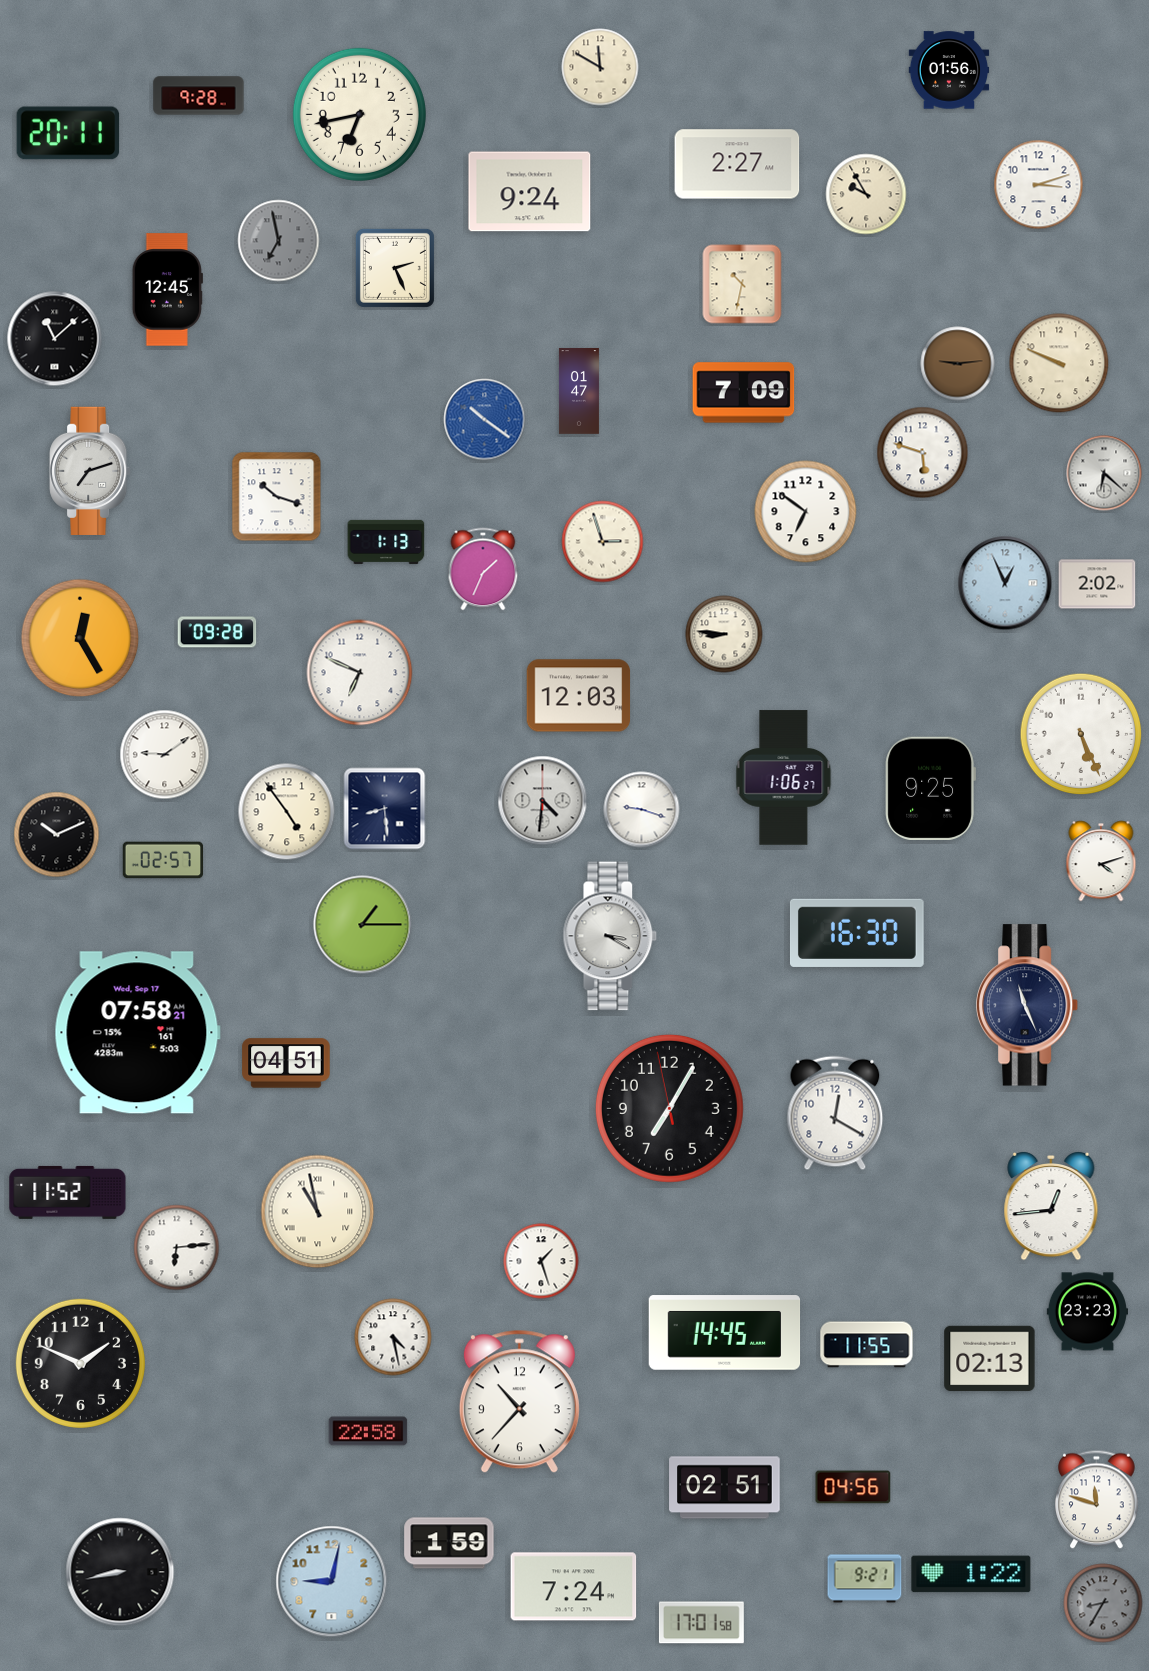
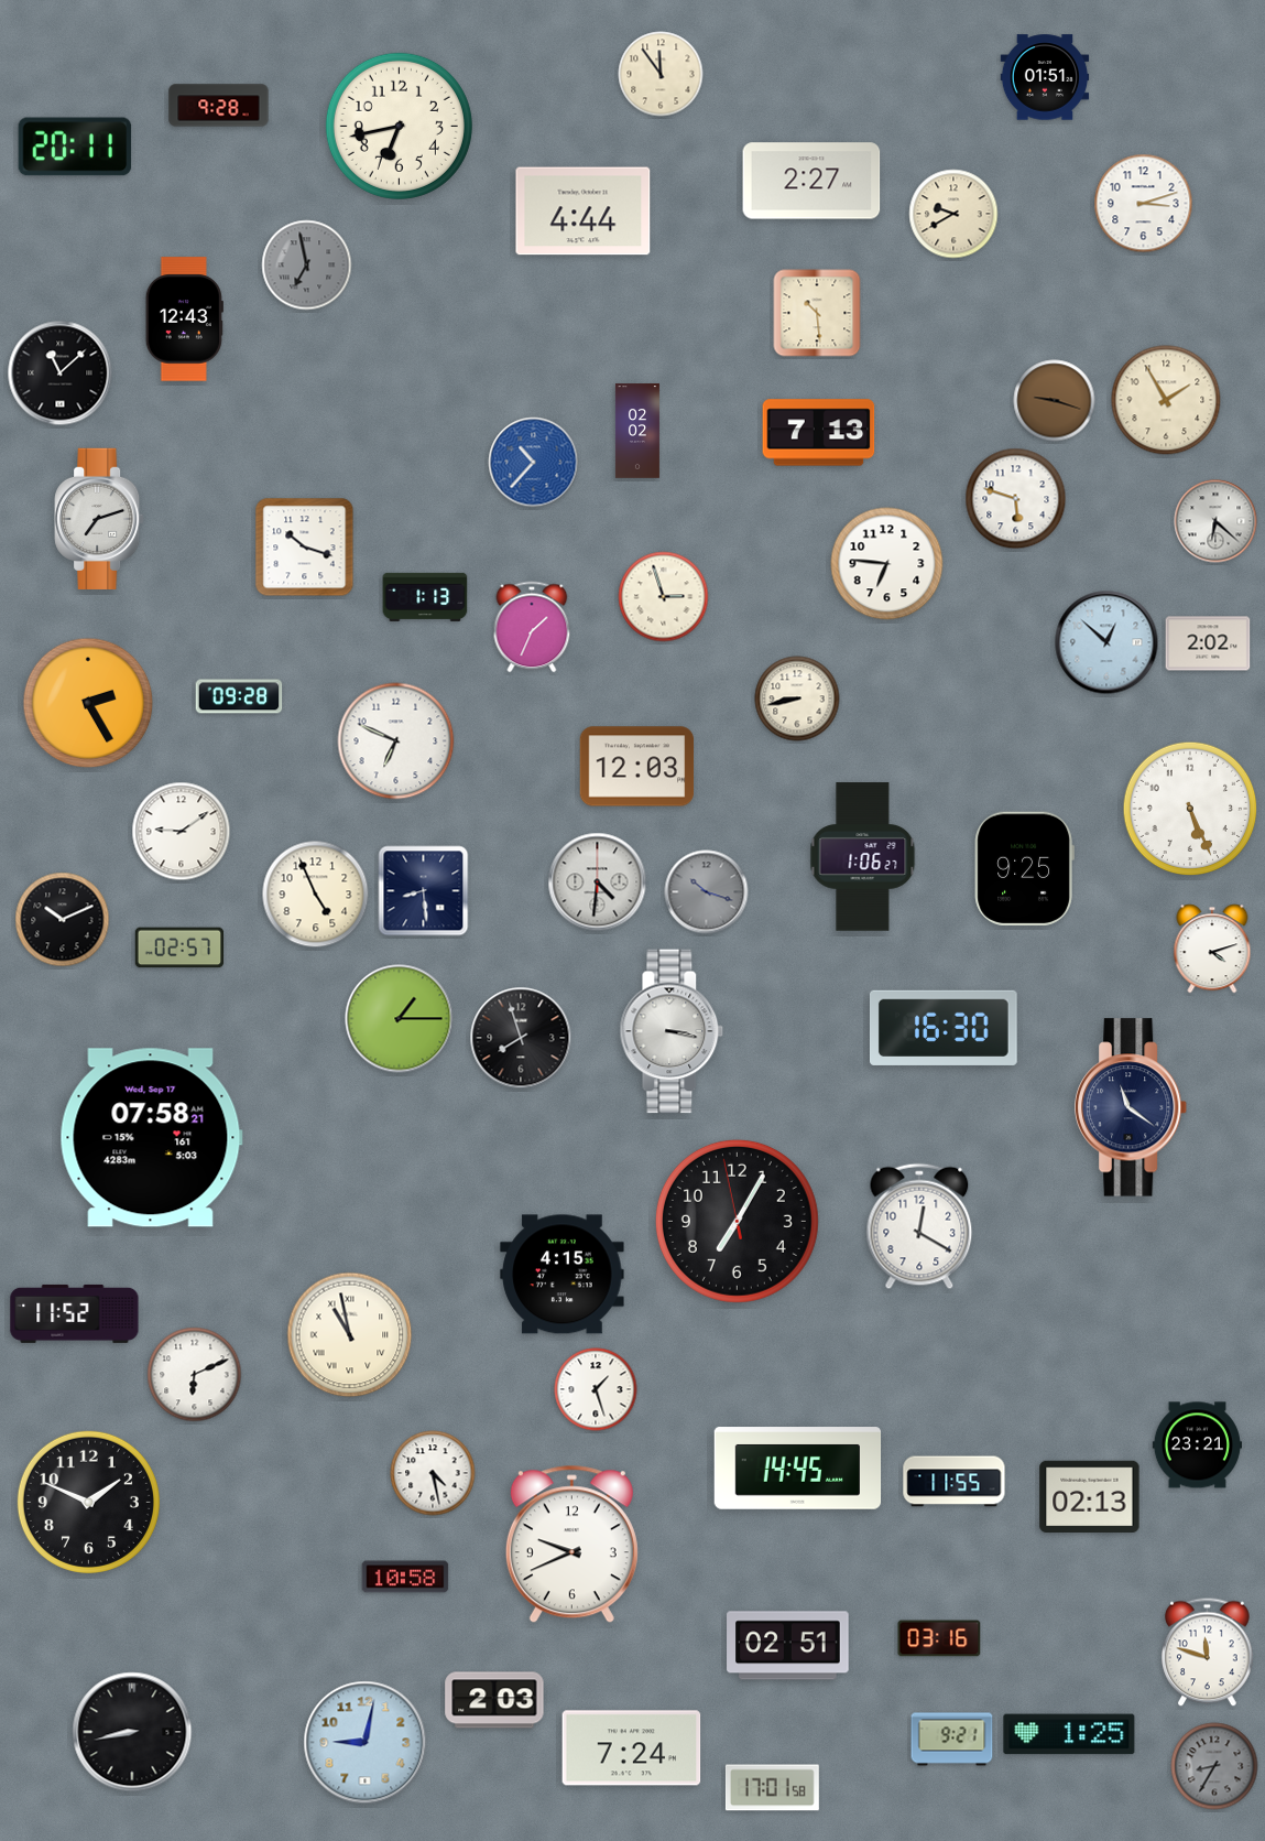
clock at (600, 67): 11:50 -> 11:54
clock at (949, 70): 01:56 -> 01:51
clock at (359, 114) position: (359, 114) -> (399, 126)
clock at (530, 192): 9:24 -> 4:44
clock at (866, 194): 9:55 -> 9:40
clock at (395, 268): 2:26 -> none
clock at (742, 284): 10:32 -> 10:29
clock at (167, 290): 12:45 -> 12:43
clock at (1059, 363): 9:49 -> 1:55
clock at (958, 364): 9:14 -> 9:18
clock at (579, 391): 01:47 -> 02:02
clock at (744, 393): 7:09 -> 7:13
clock at (485, 420): 10:21 -> 10:37
clock at (806, 512): 6:51 -> 6:46
clock at (1005, 583): 12:56 -> 12:52
clock at (724, 634): 8:46 -> 8:43
clock at (80, 638): 12:25 -> 2:25
clock at (642, 810): 9:18 -> 10:18
clock at (642, 810) dial: white -> grey
clock at (287, 812): 4:54 -> 4:56
clock at (610, 936): 3:20 -> 3:17
clock at (521, 1038): none -> 7:57
clock at (1028, 1005): 11:26 -> 11:21
clock at (286, 1063): 04:51 -> none
clock at (563, 1275): none -> 4:15
clock at (1051, 1206): 12:44 -> none
clock at (177, 1248): 6:14 -> 6:11
clock at (1087, 1312): 23:23 -> 23:21
clock at (519, 1402): 10:37 -> 9:41
clock at (368, 1431): 22:58 -> 10:58
clock at (853, 1487): 04:56 -> 03:16
clock at (725, 1488) position: (725, 1488) -> (788, 1646)
clock at (449, 1543): 1:59 -> 2:03
clock at (971, 1574): 1:22 -> 1:25
